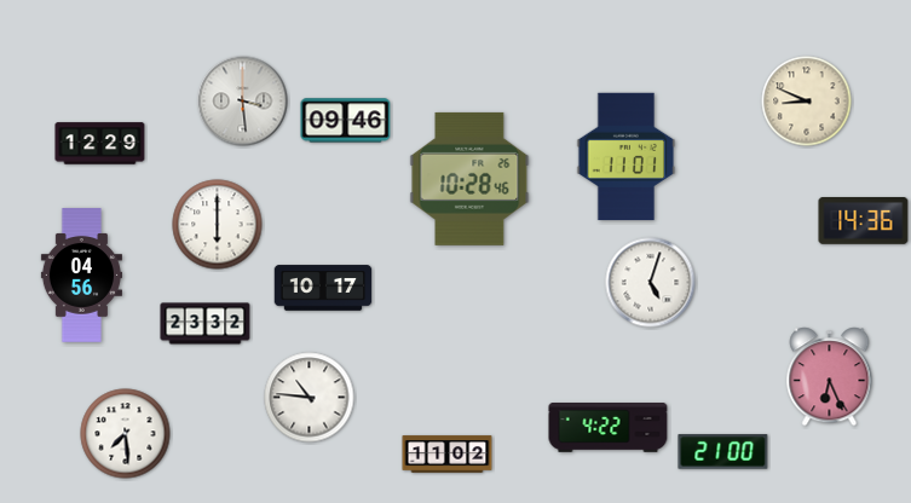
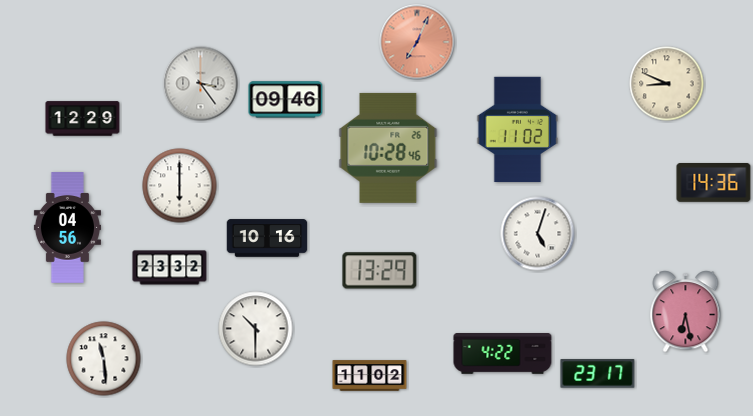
clock at (417, 42): none -> 7:04
clock at (243, 102): 3:29 -> 3:24
clock at (627, 157): 11:01 -> 11:02
clock at (323, 288): 10:17 -> 10:16
clock at (380, 271): none -> 13:29
clock at (830, 377): 6:26 -> 6:28
clock at (310, 398): 10:46 -> 10:30
clock at (126, 434): 7:29 -> 11:29
clock at (723, 452): 21:00 -> 23:17
